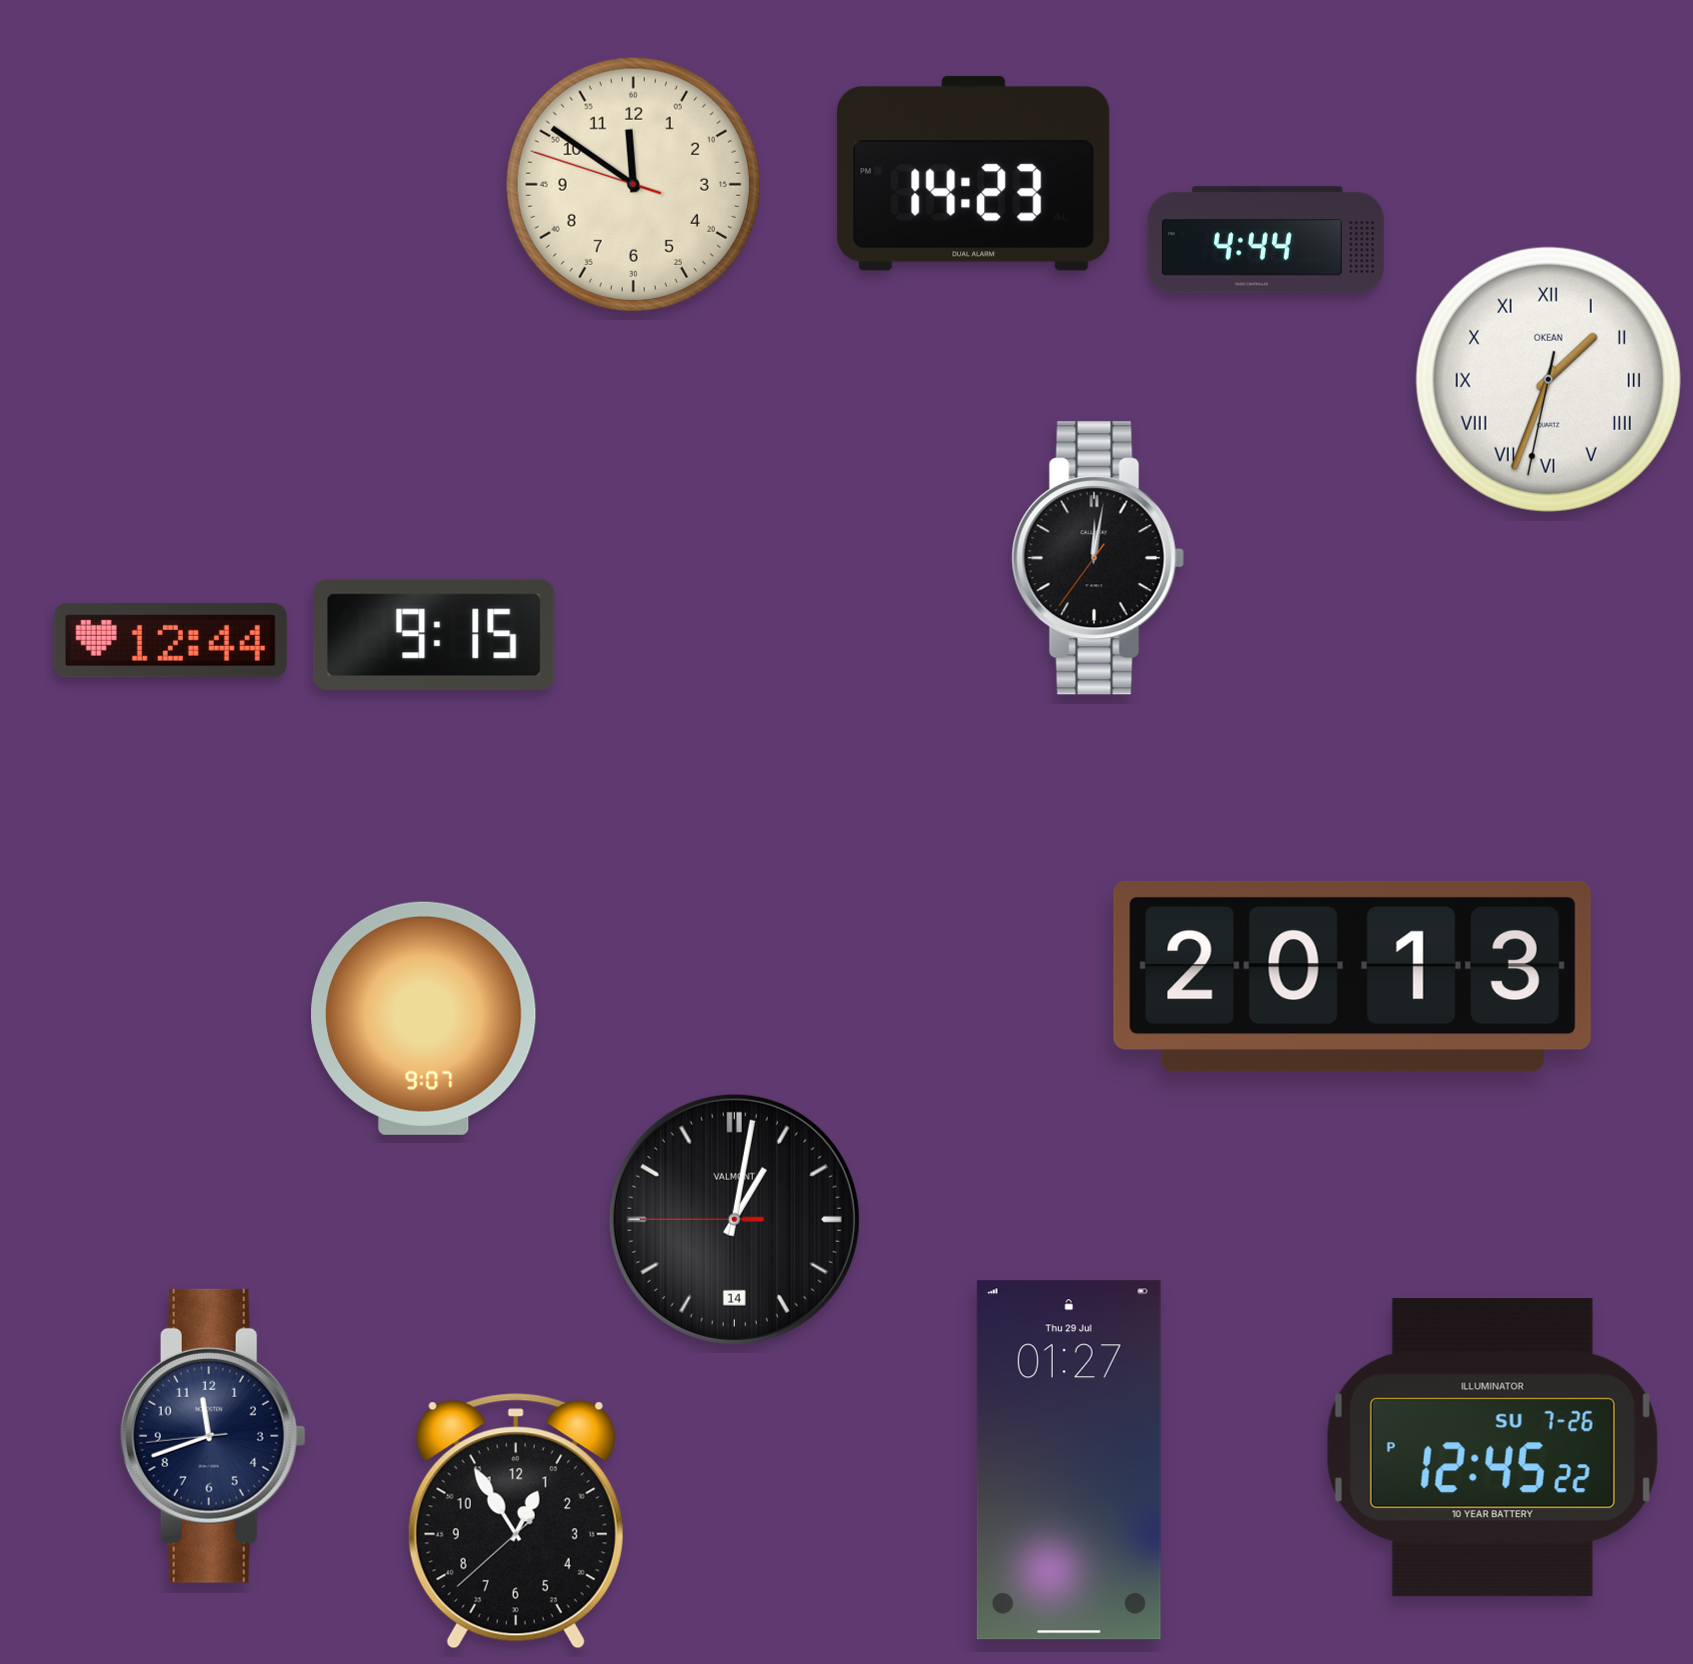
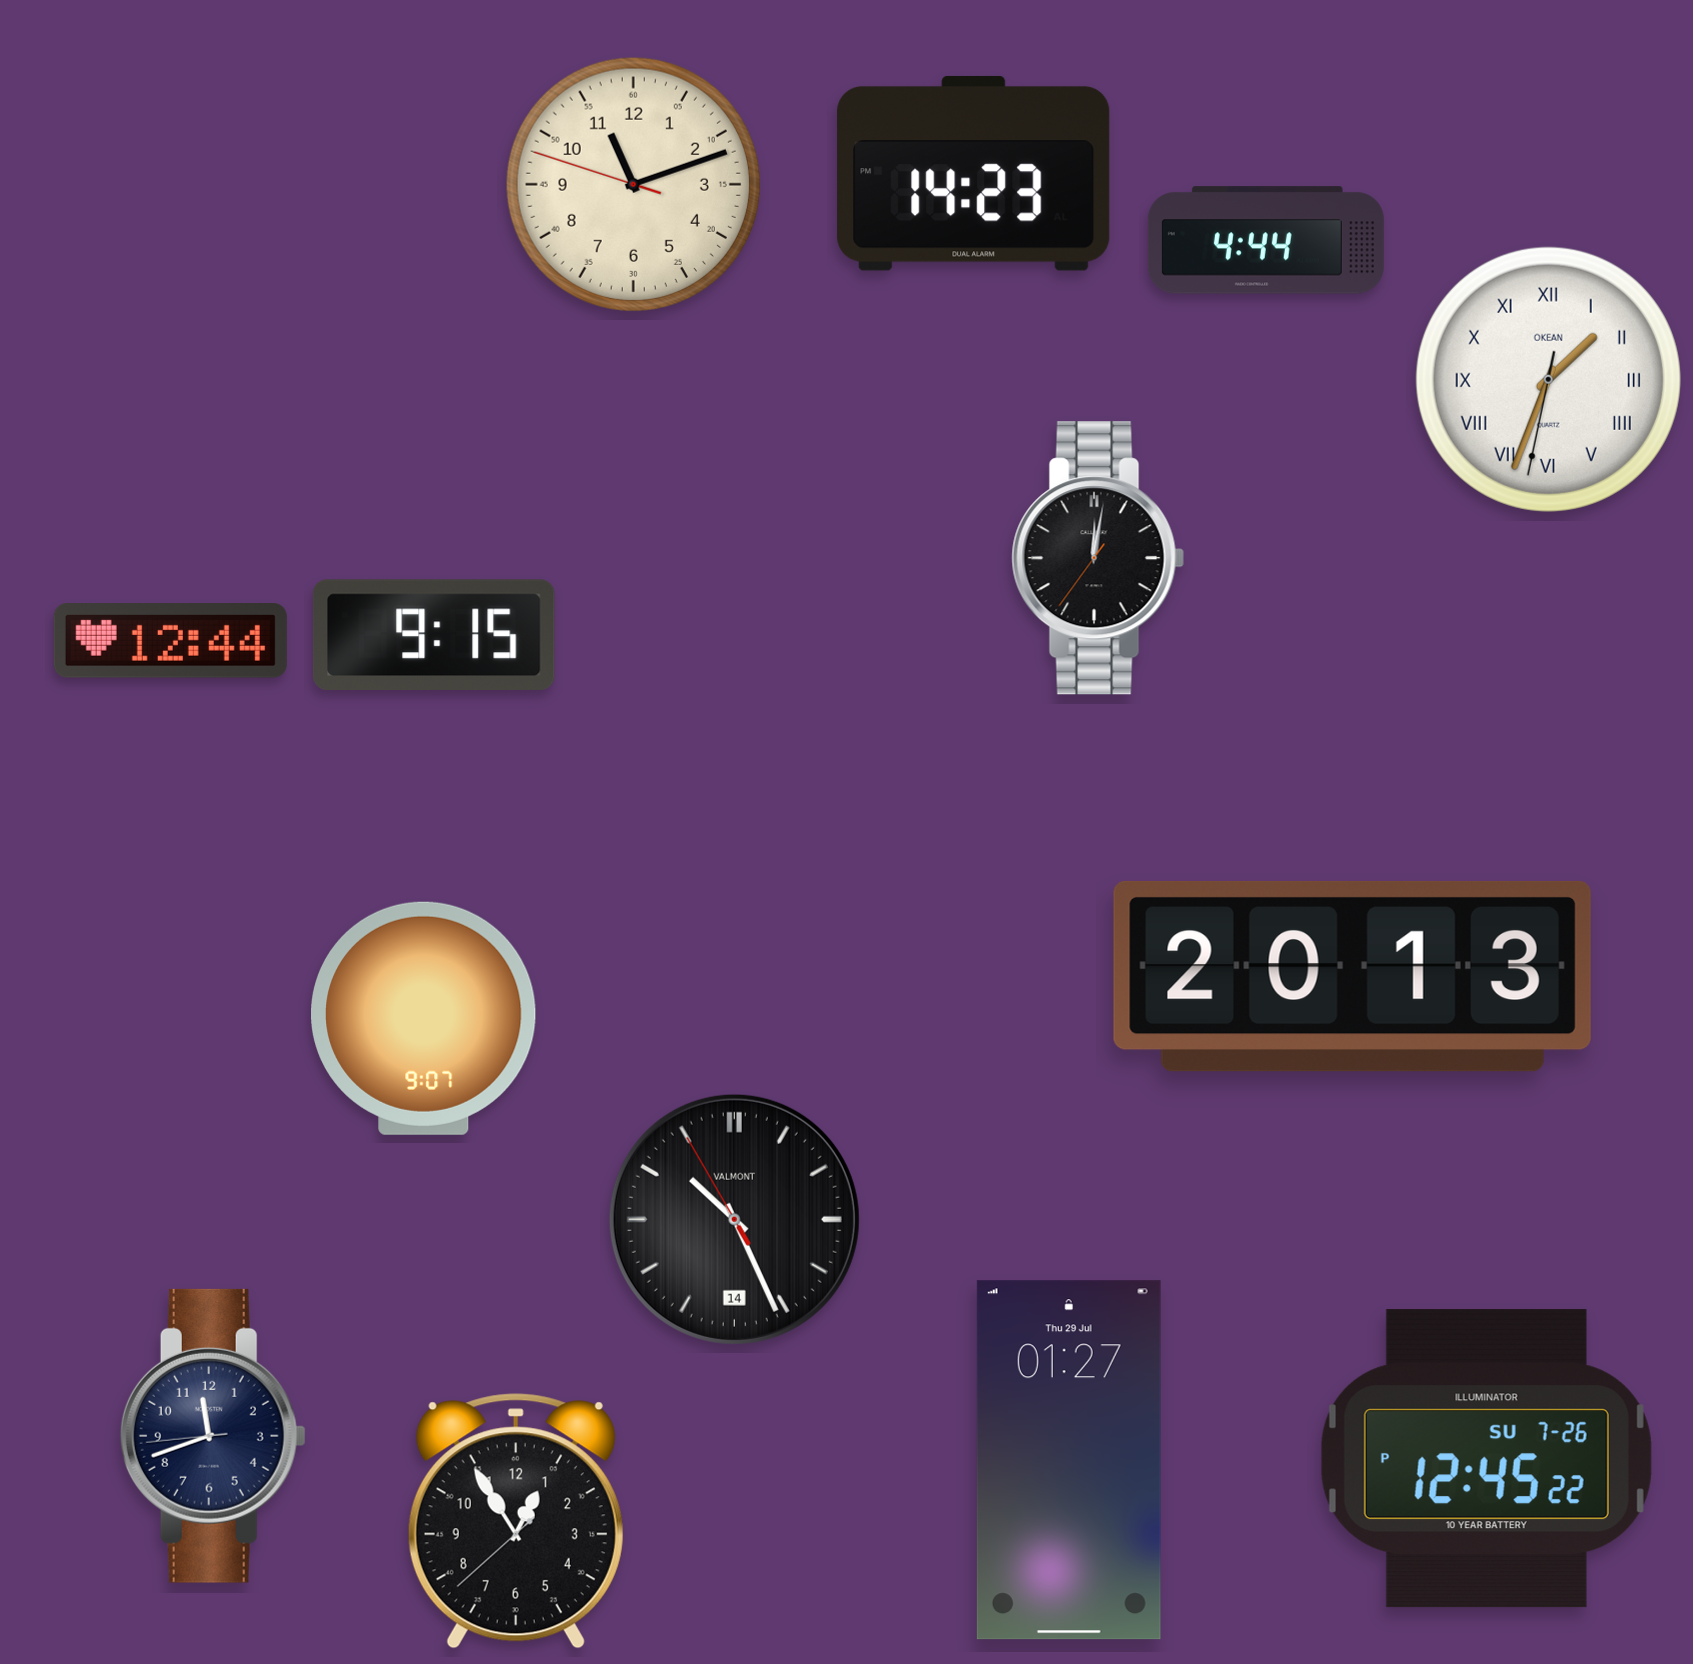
clock at (633, 184): 11:50 -> 11:11
clock at (734, 1219): 1:01 -> 10:25
clock at (1492, 1448) position: (1492, 1448) -> (1486, 1459)
